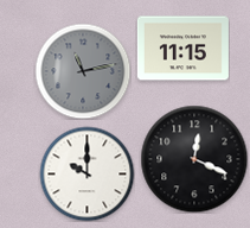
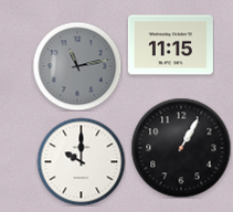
clock at (194, 159): 12:19 -> 1:05
